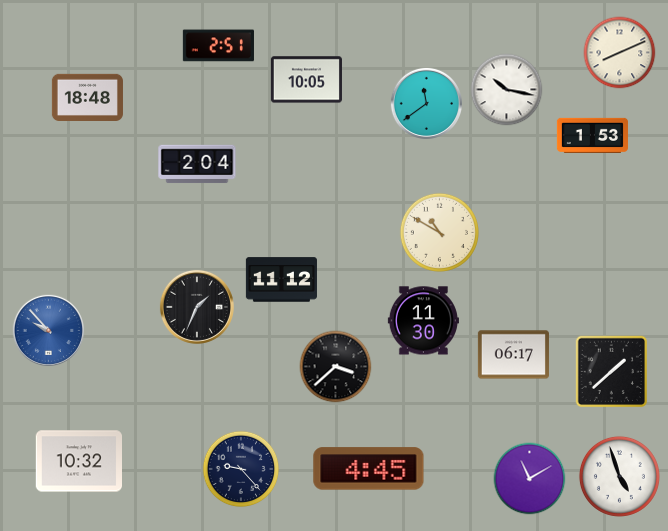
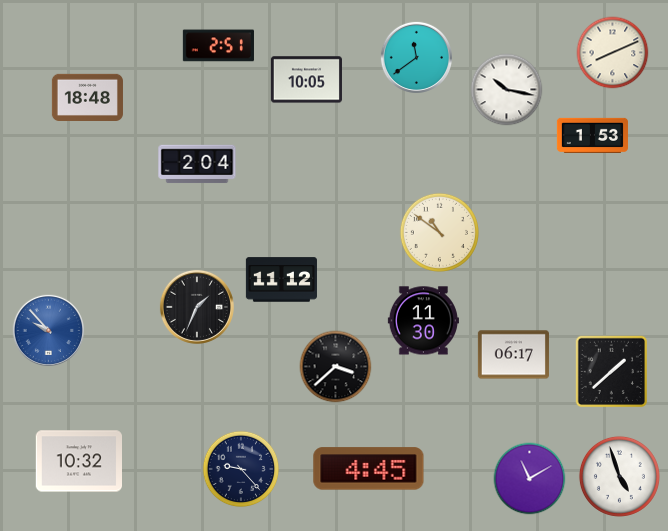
clock at (620, 53) position: (620, 53) -> (613, 53)
clock at (426, 103) position: (426, 103) -> (416, 57)
clock at (439, 232): 10:50 -> 10:51
